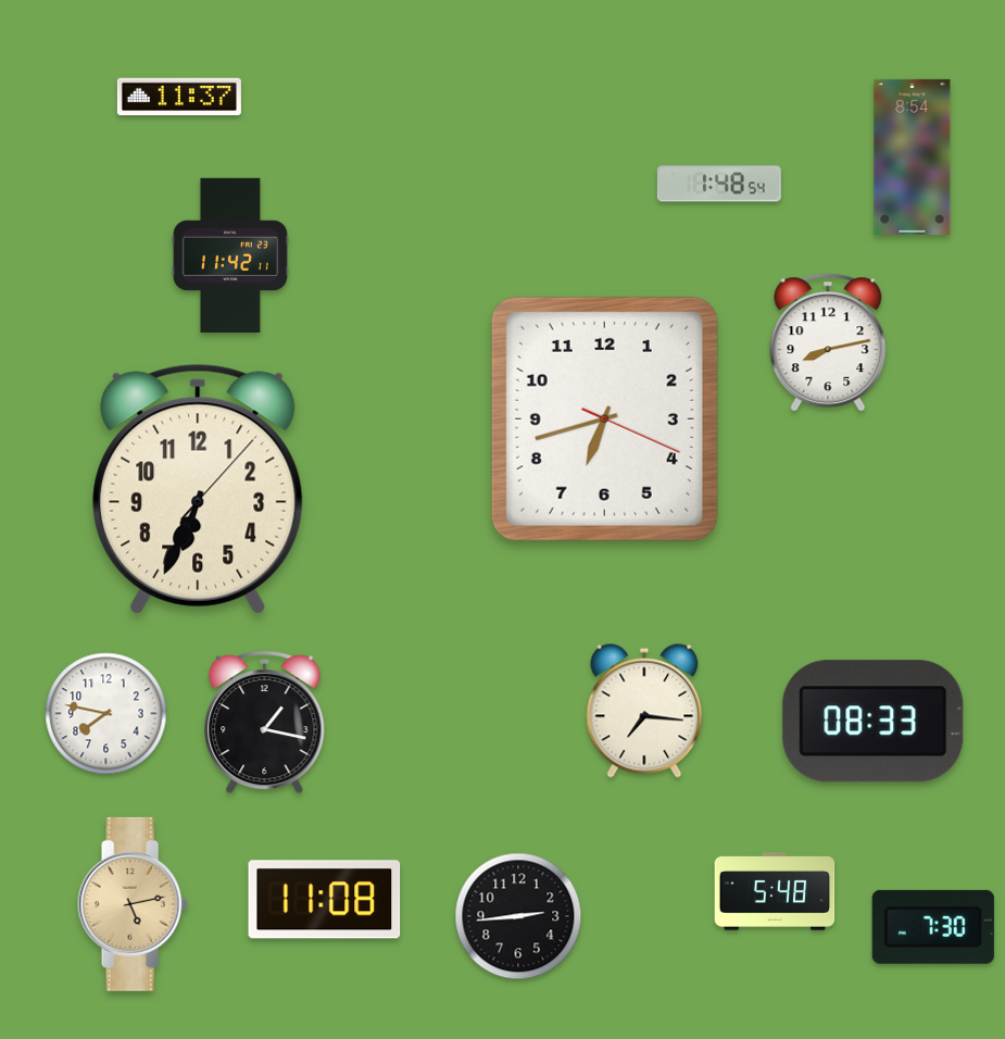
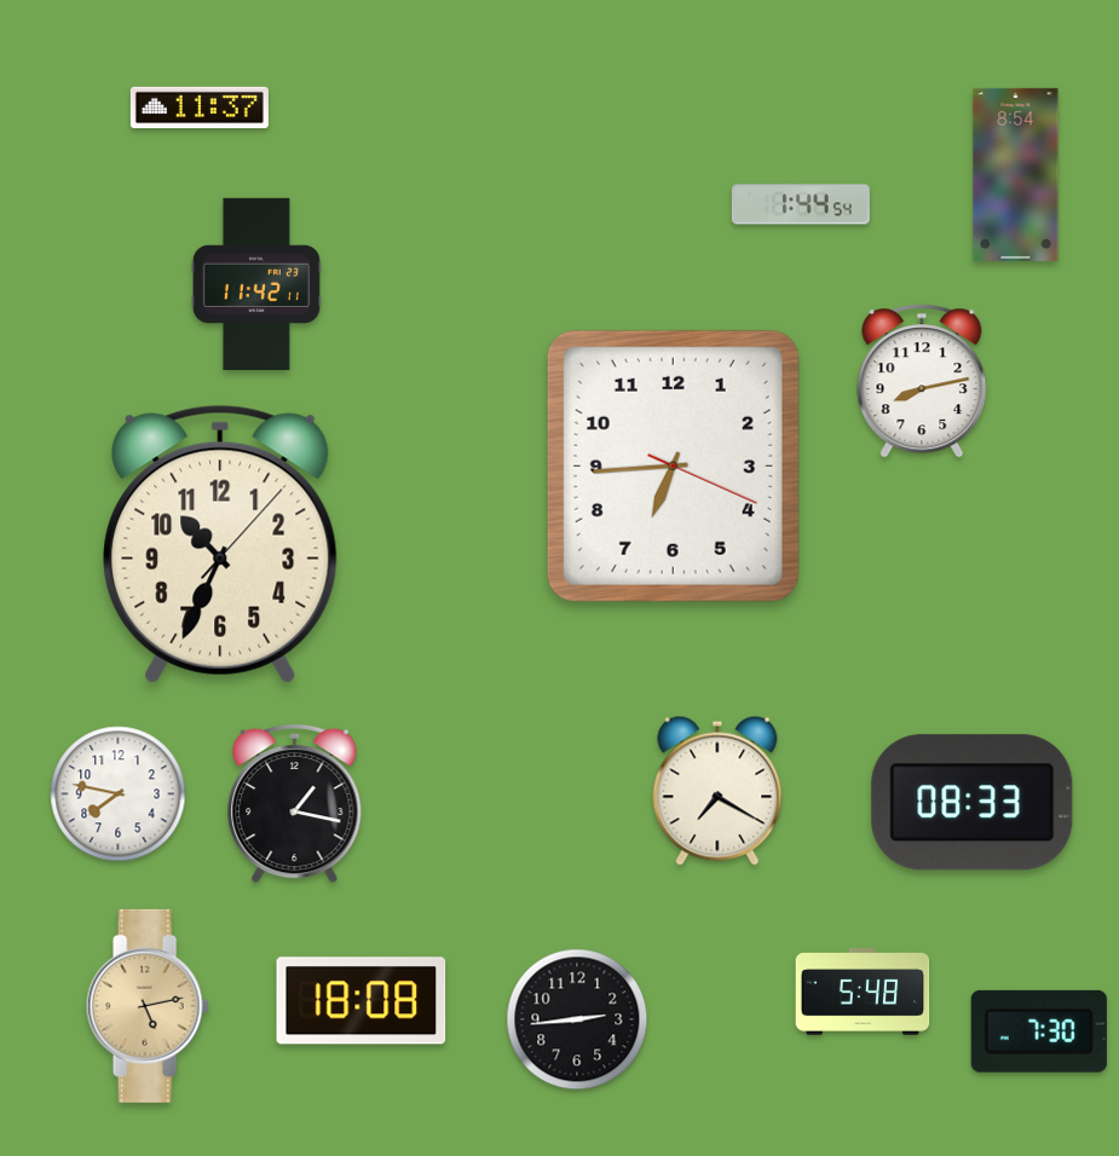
clock at (719, 184): 1:48 -> 1:44
clock at (604, 418): 6:42 -> 6:44
clock at (198, 489): 6:34 -> 10:34
clock at (644, 711): 7:16 -> 7:20
clock at (325, 900): 11:08 -> 18:08
